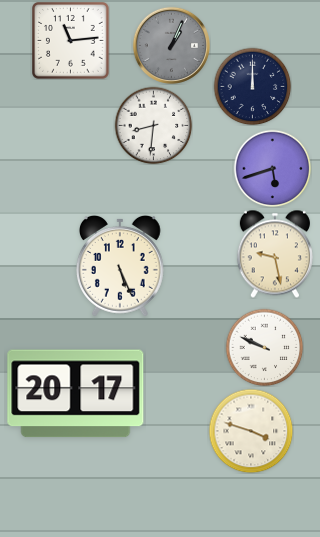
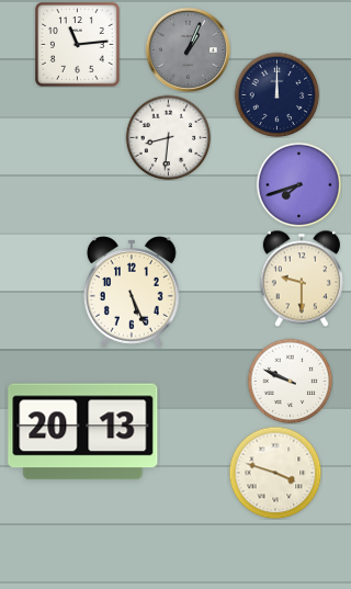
clock at (272, 168): 5:42 -> 7:42
clock at (275, 254): 9:28 -> 9:30
clock at (76, 394): 20:17 -> 20:13
